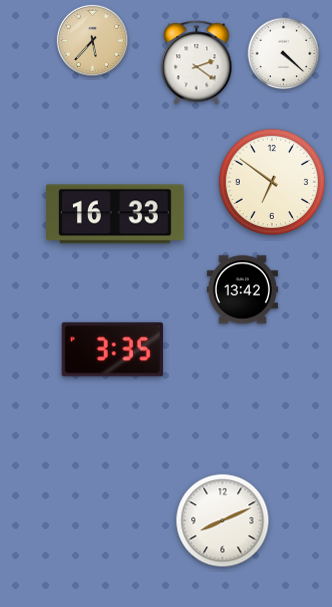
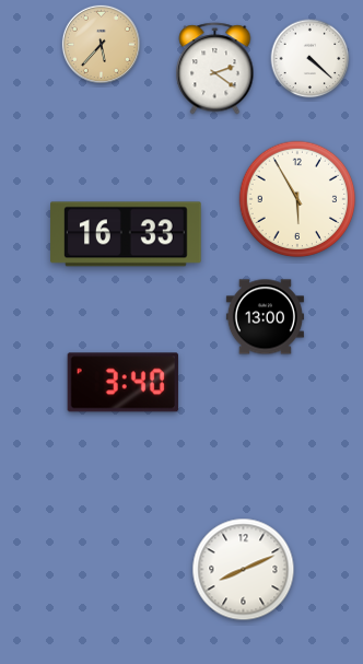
clock at (272, 182): 6:51 -> 5:55
clock at (242, 290): 13:42 -> 13:00
clock at (112, 350): 3:35 -> 3:40
